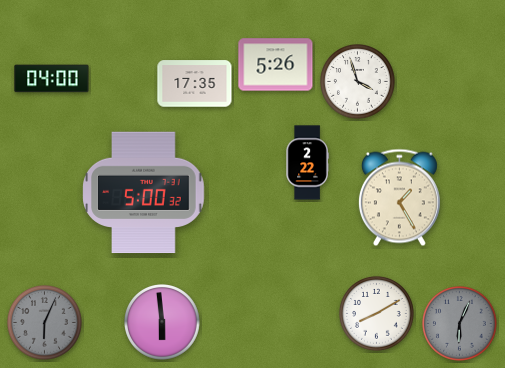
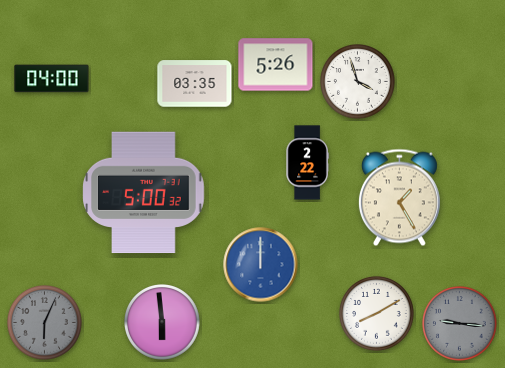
clock at (195, 84): 17:35 -> 03:35
clock at (261, 265): none -> 12:00
clock at (460, 324): 6:04 -> 9:16
